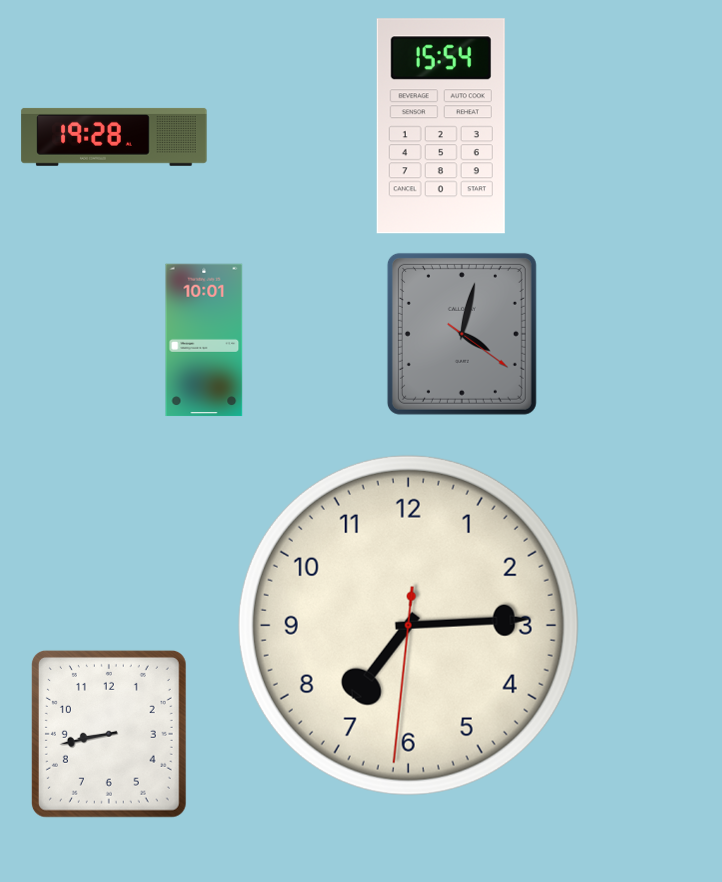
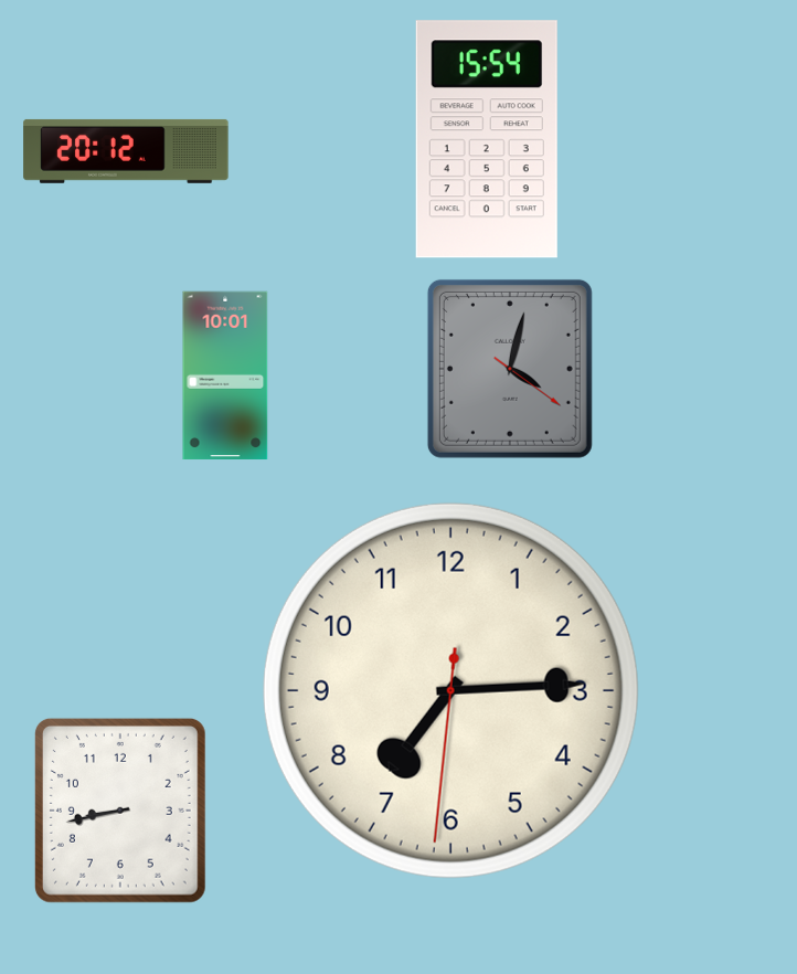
clock at (114, 137): 19:28 -> 20:12
